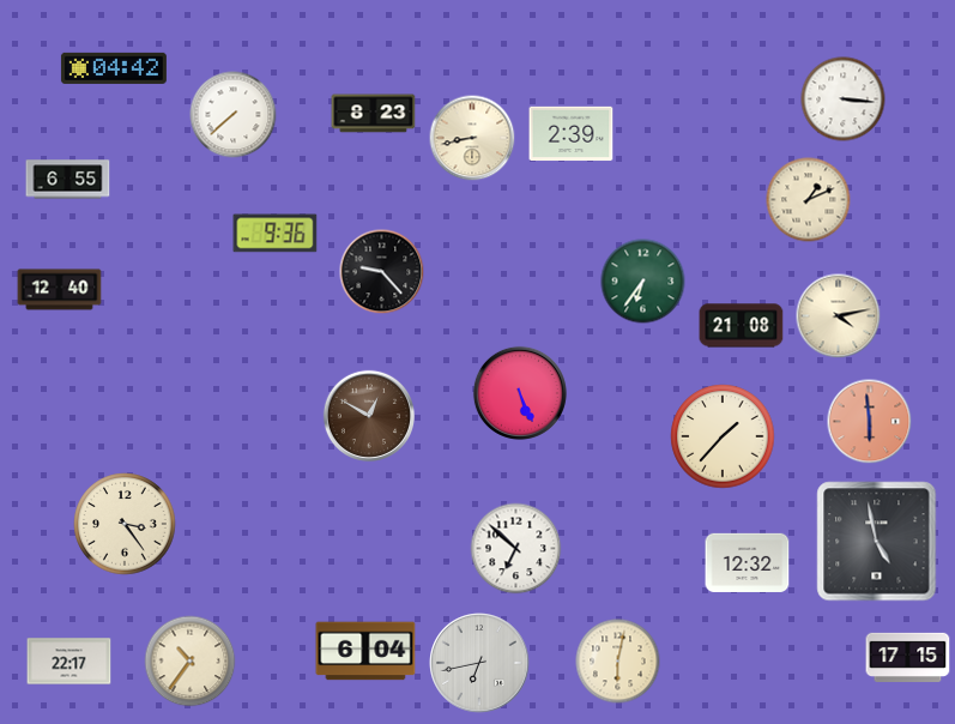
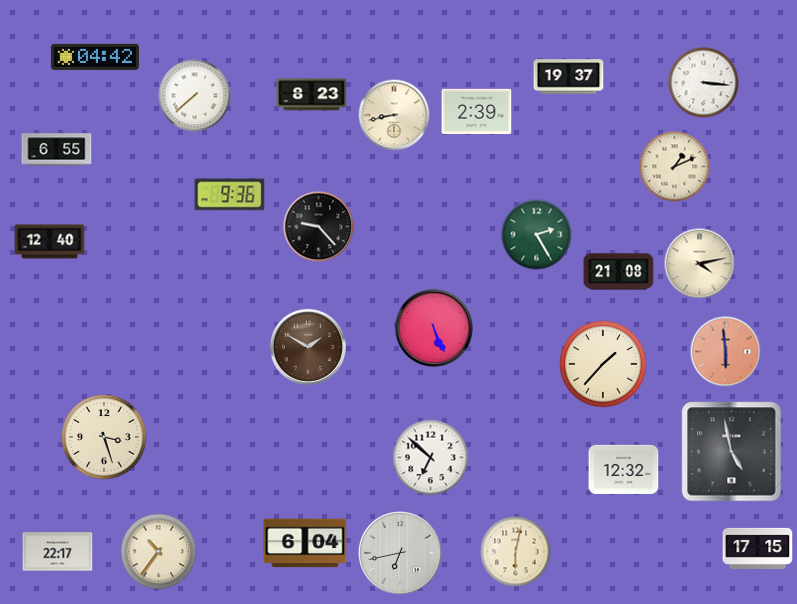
clock at (569, 77): none -> 19:37
clock at (643, 282): 6:36 -> 2:25
clock at (368, 415): 12:50 -> 1:50
clock at (125, 524): 3:24 -> 3:27
